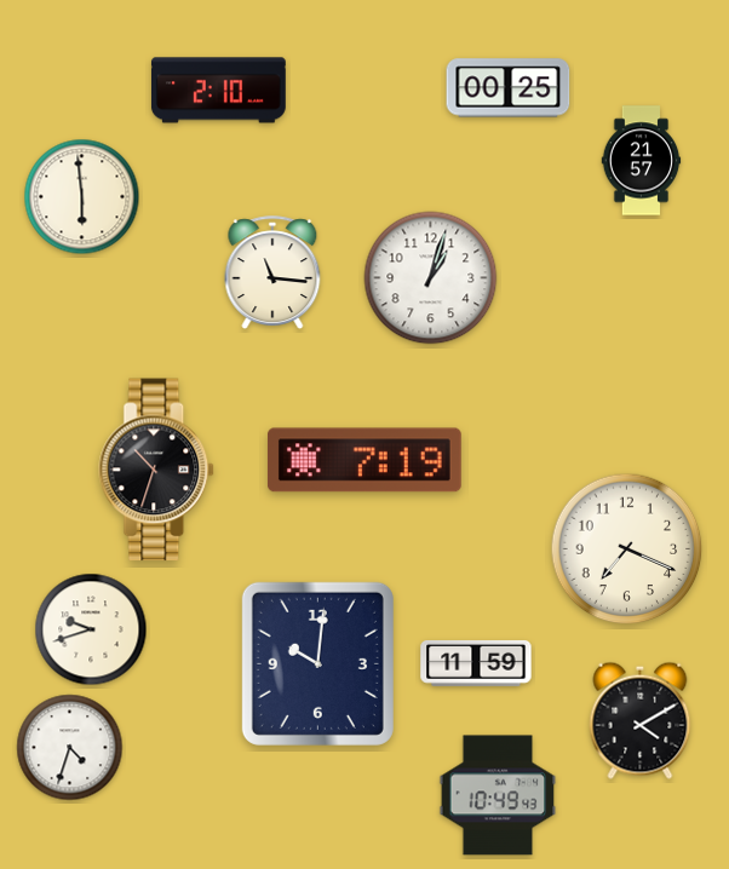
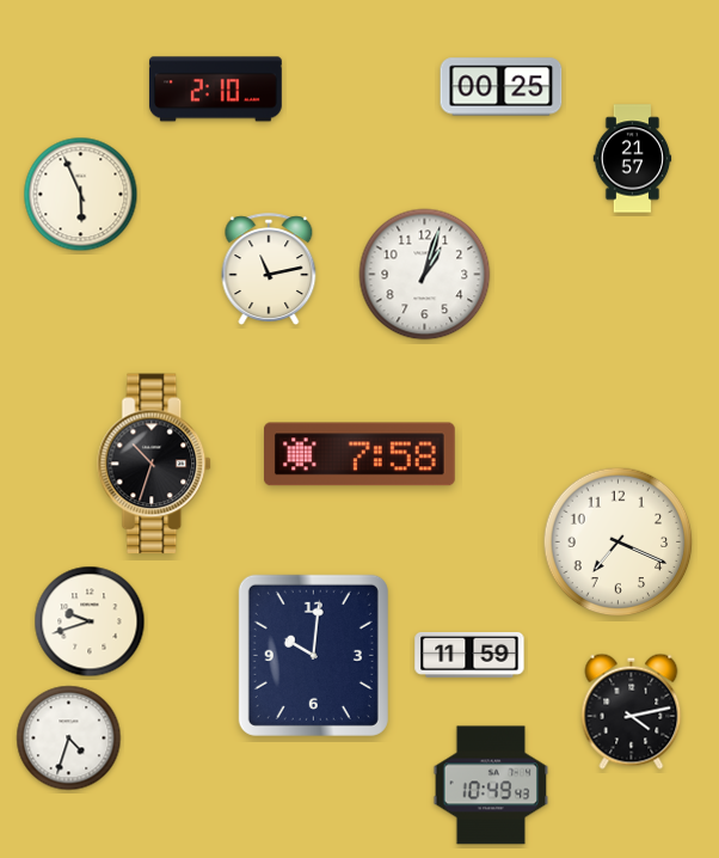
clock at (82, 197): 5:59 -> 5:56
clock at (272, 272): 11:16 -> 11:13
clock at (364, 460): 7:19 -> 7:58
clock at (641, 720): 4:10 -> 4:13
